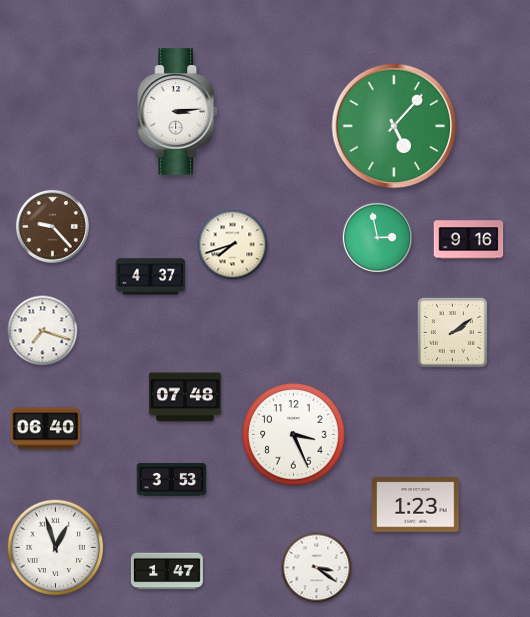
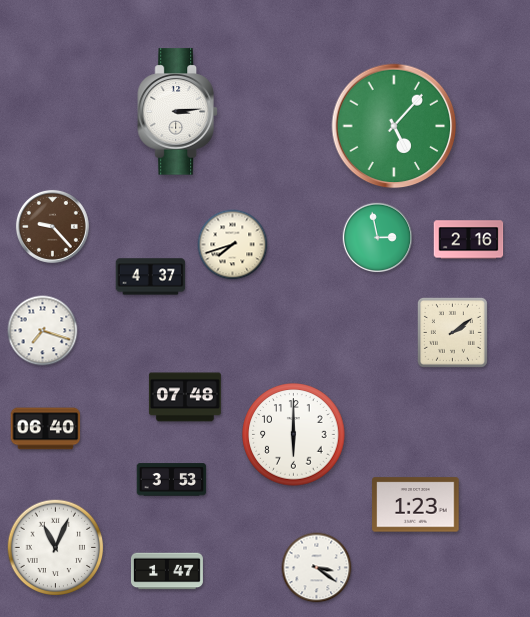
clock at (469, 240): 9:16 -> 2:16
clock at (294, 435): 3:26 -> 6:00
clock at (56, 548): 12:57 -> 11:04
